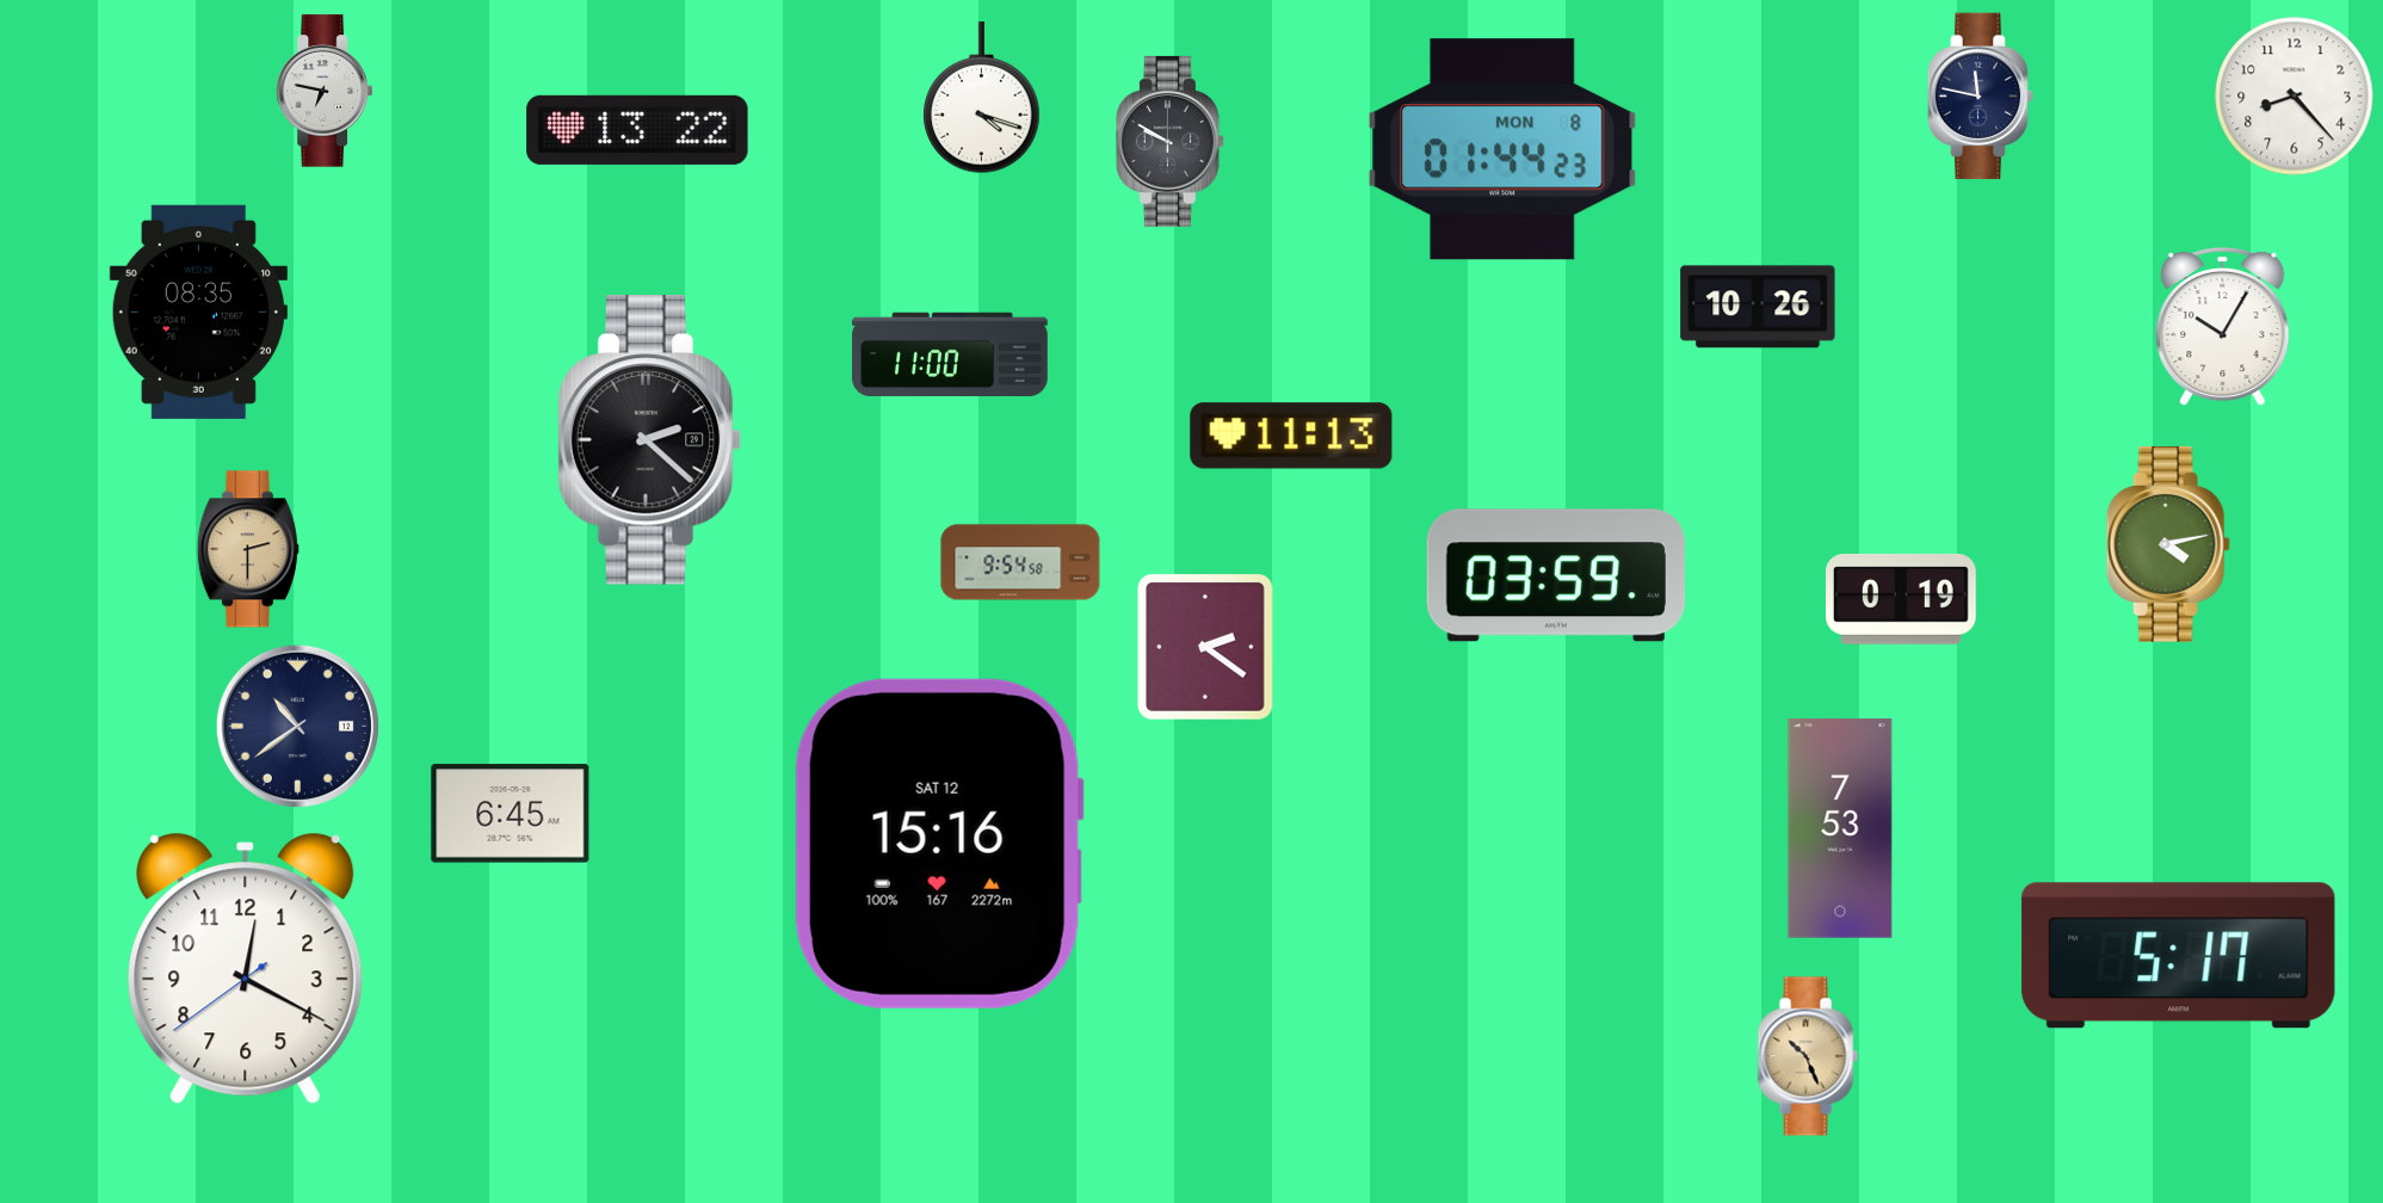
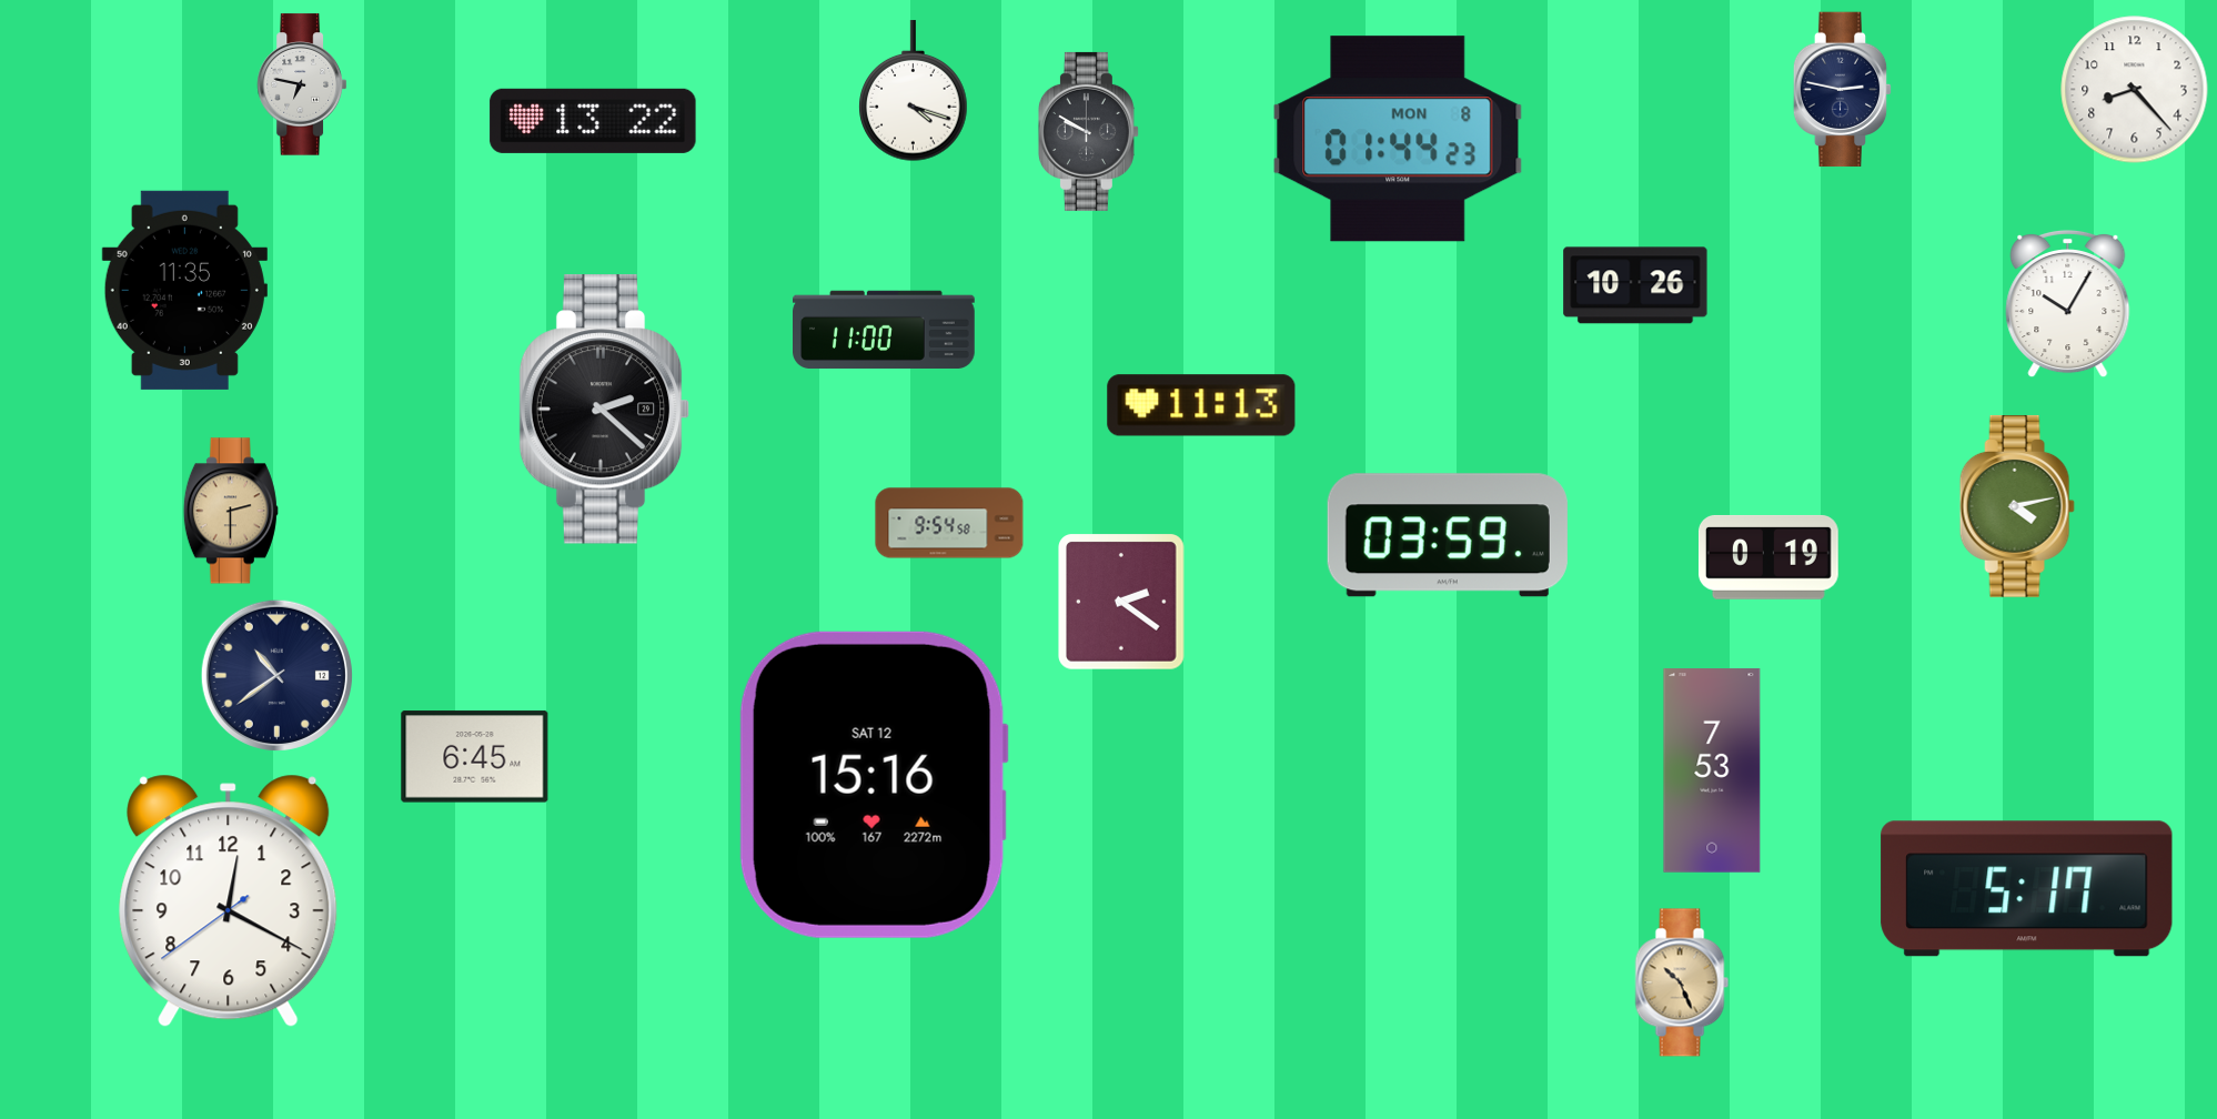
clock at (1981, 97): 11:47 -> 2:47
clock at (198, 311): 08:35 -> 11:35
